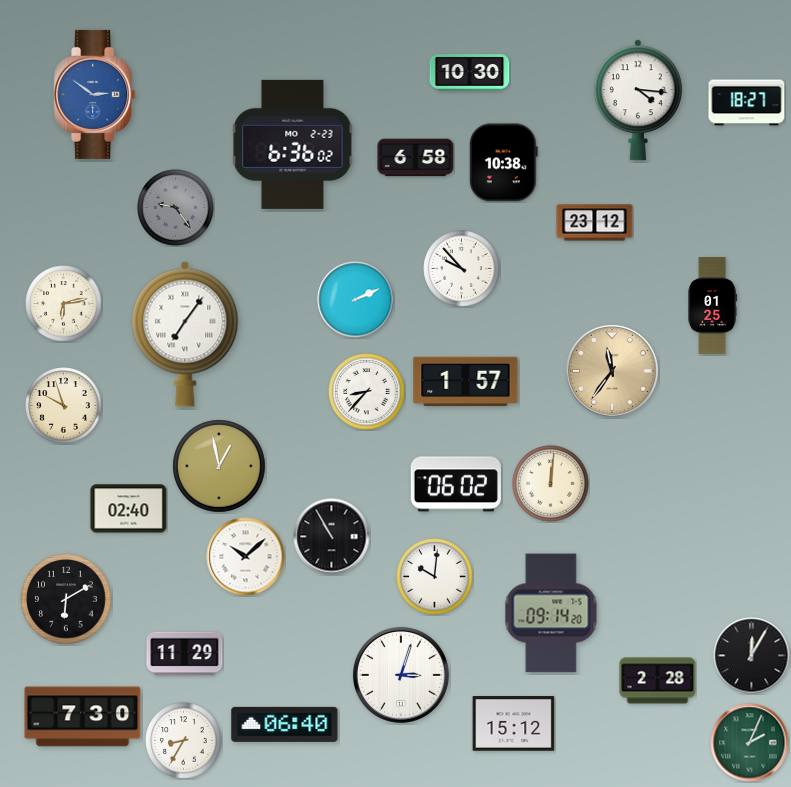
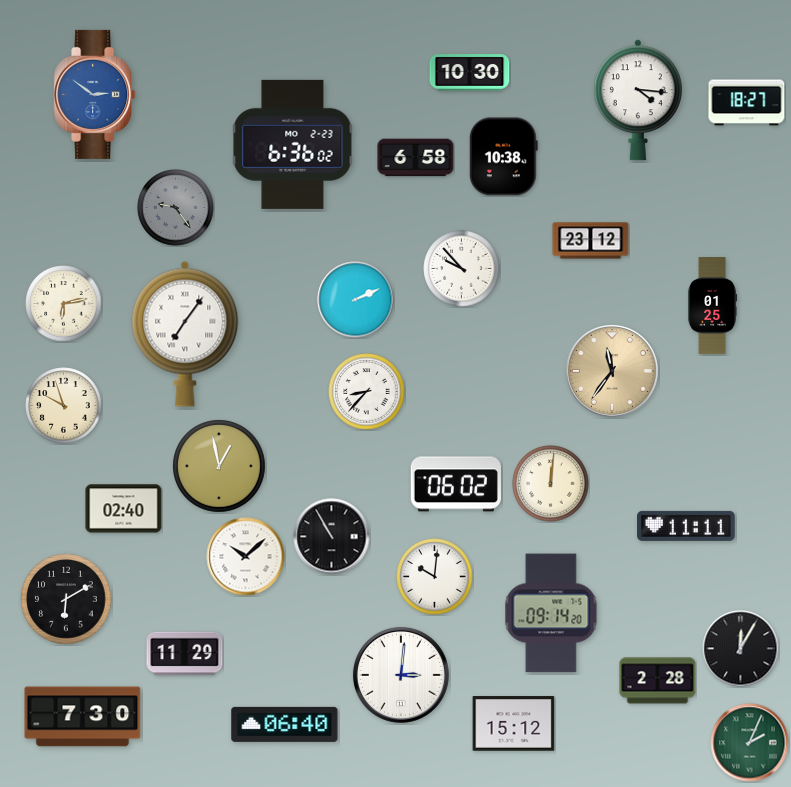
clock at (504, 163) position: (504, 163) -> (504, 157)
clock at (595, 223) position: (595, 223) -> (591, 241)
clock at (466, 382): 1:57 -> none
clock at (129, 509) position: (129, 509) -> (124, 509)
clock at (686, 526): none -> 11:11
clock at (752, 656) position: (752, 656) -> (741, 649)
clock at (401, 675): 3:03 -> 3:01
clock at (184, 741): 8:35 -> none
